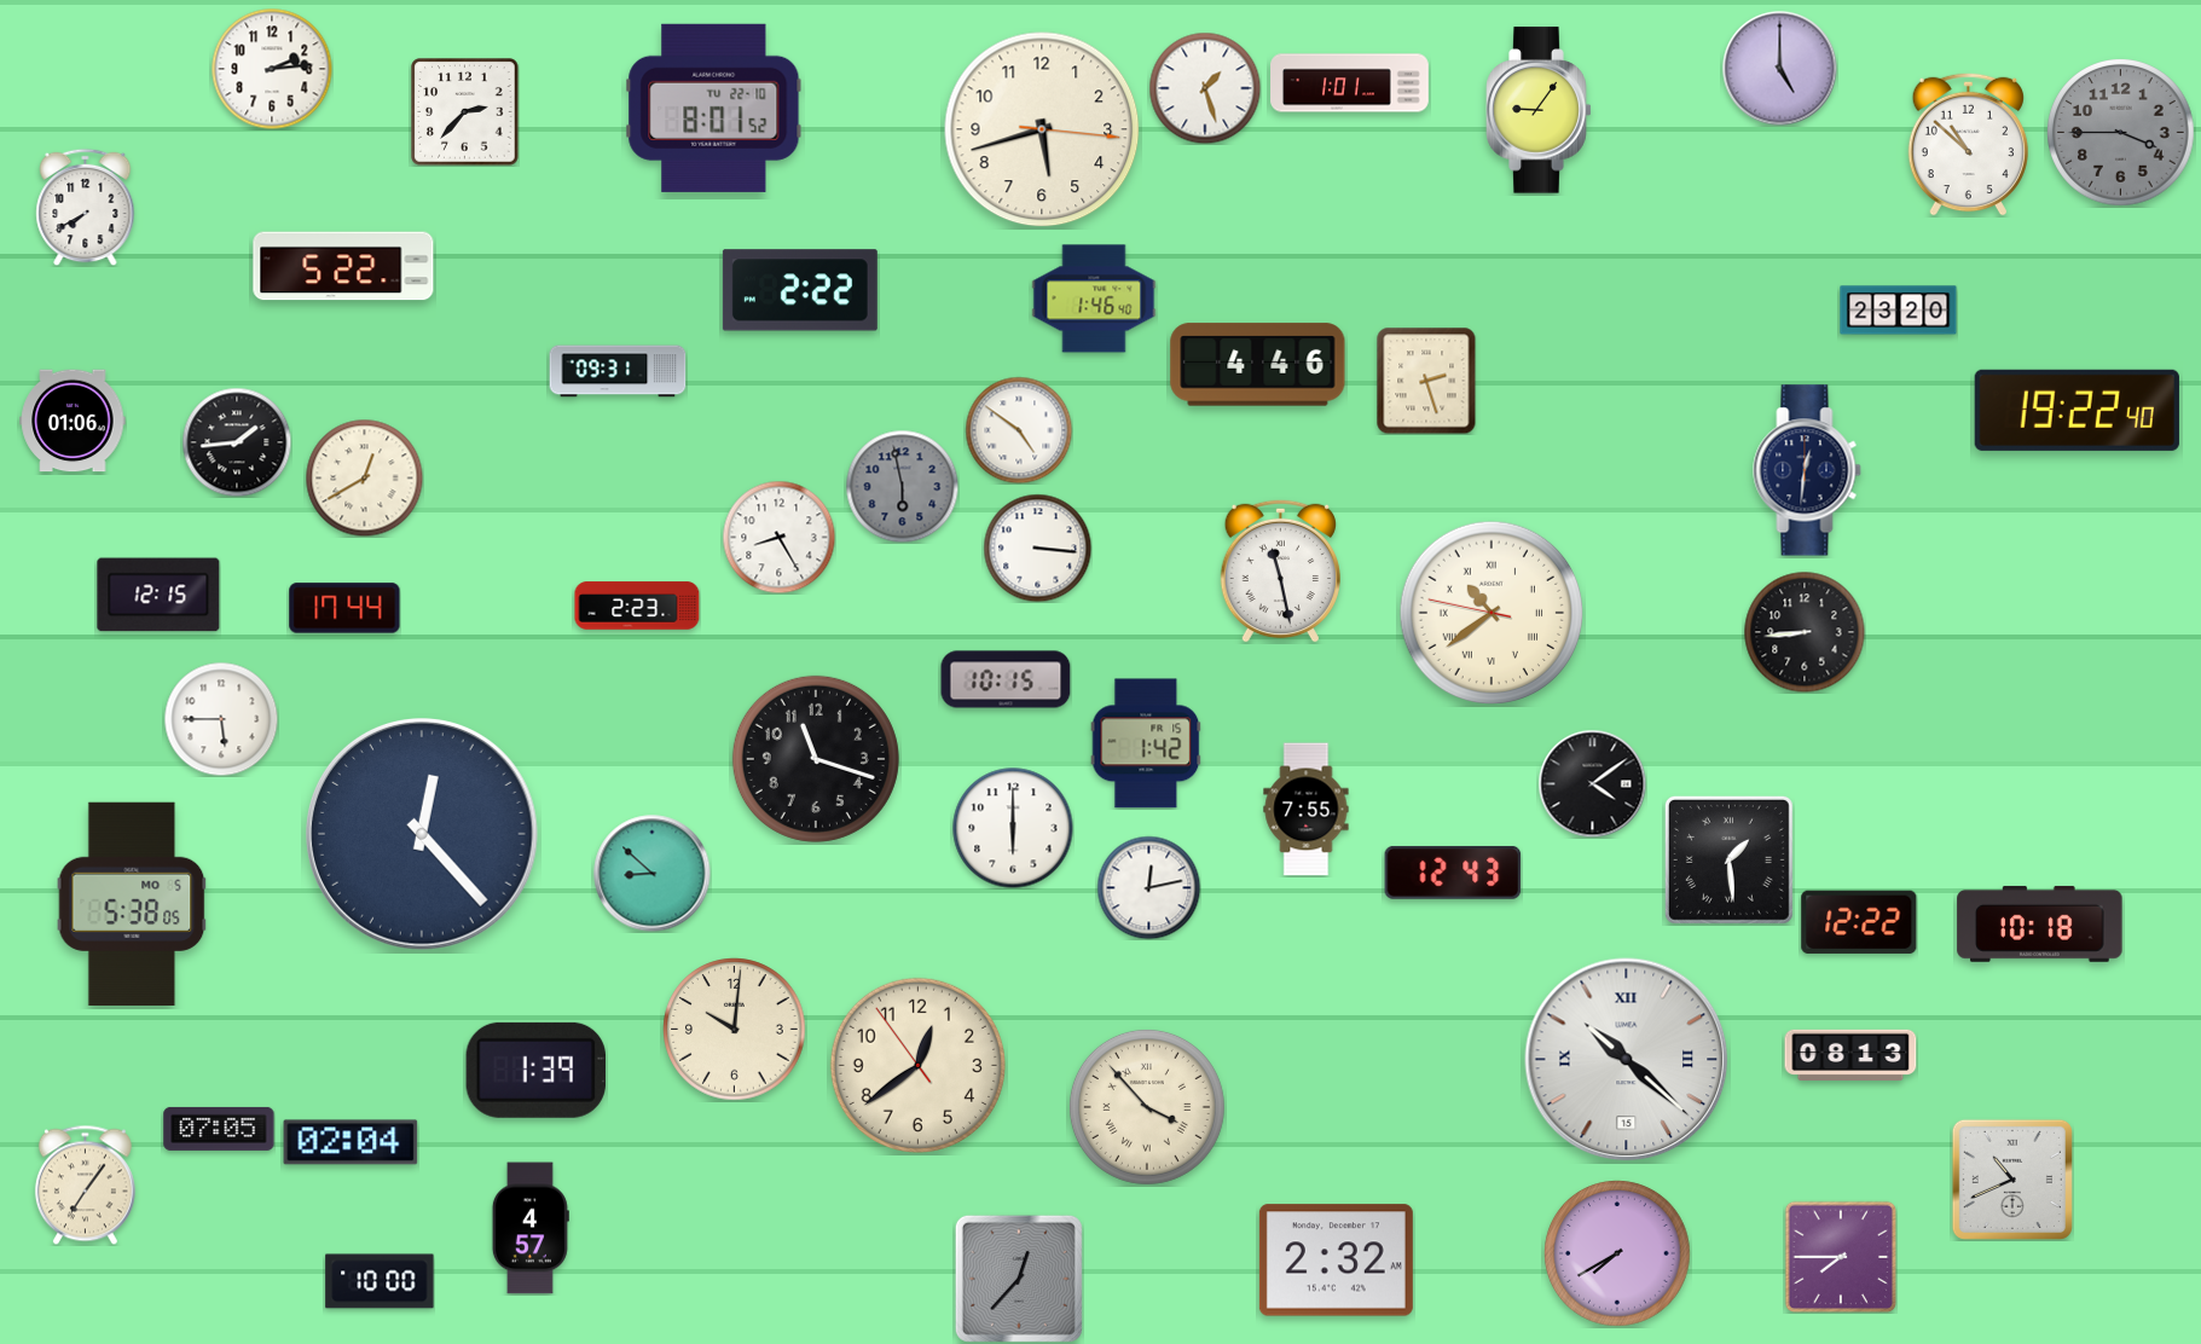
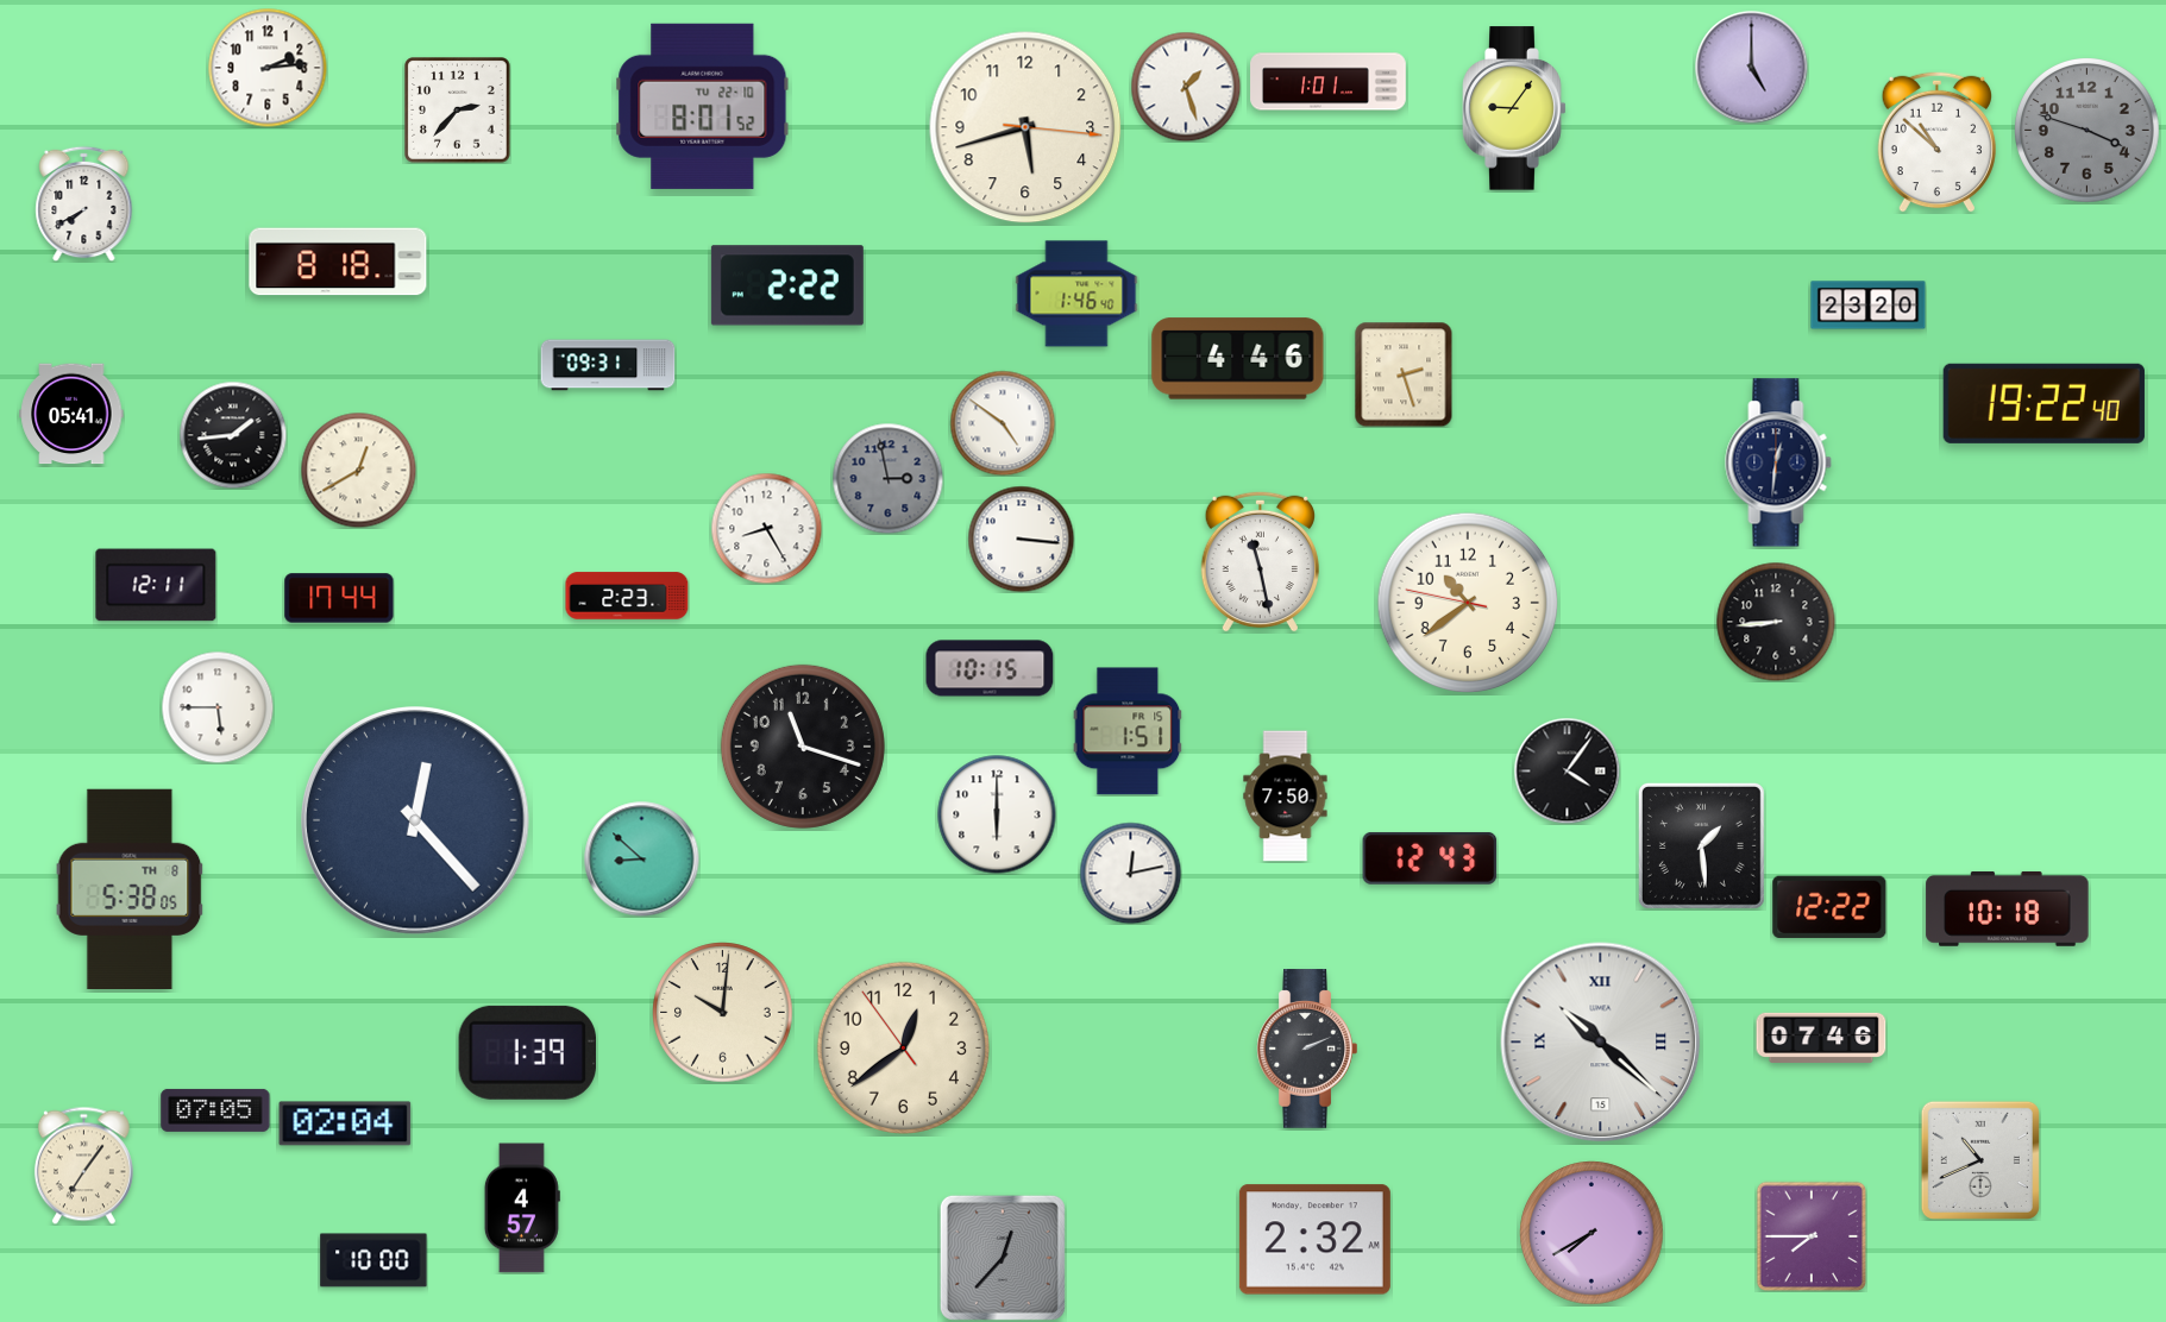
clock at (2121, 133): 3:45 -> 3:48
clock at (343, 266): 5:22 -> 8:18
clock at (73, 421): 01:06 -> 05:41
clock at (902, 486): 5:58 -> 2:58
clock at (158, 595): 12:15 -> 12:11
clock at (1492, 613) numerals: Roman -> Arabic
clock at (1146, 743): 1:42 -> 1:51
clock at (1592, 783): 4:09 -> 4:06
clock at (1307, 810): 7:55 -> 7:50
clock at (132, 903) date: MO 5 -> TH 8
clock at (1850, 1054): 08:13 -> 07:46
clock at (1307, 1049): none -> 2:11
clock at (1147, 1107): 3:53 -> none
